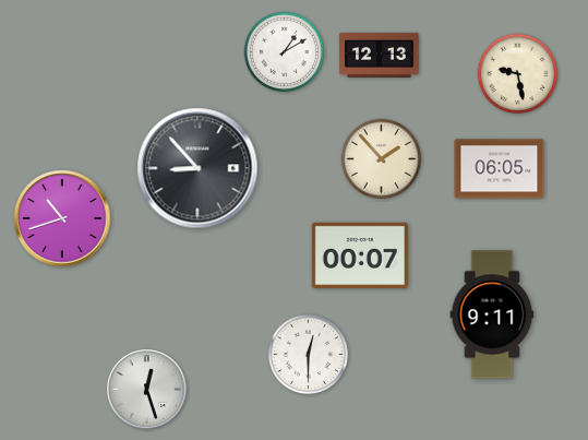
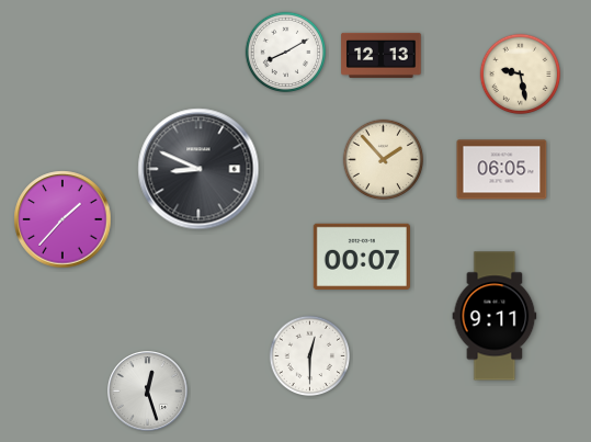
clock at (285, 52): 1:10 -> 8:10
clock at (197, 168): 8:53 -> 8:49
clock at (62, 218): 10:42 -> 1:37
